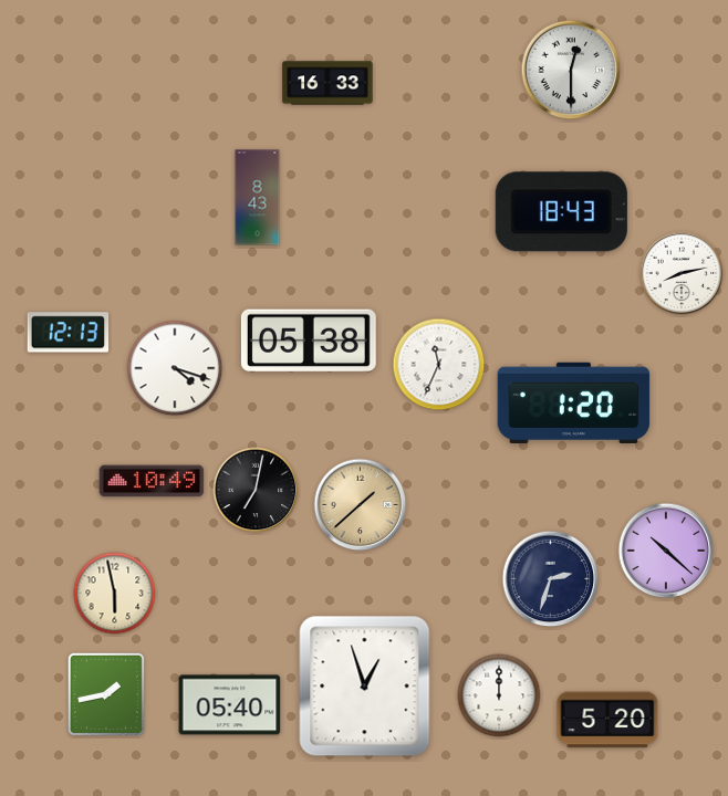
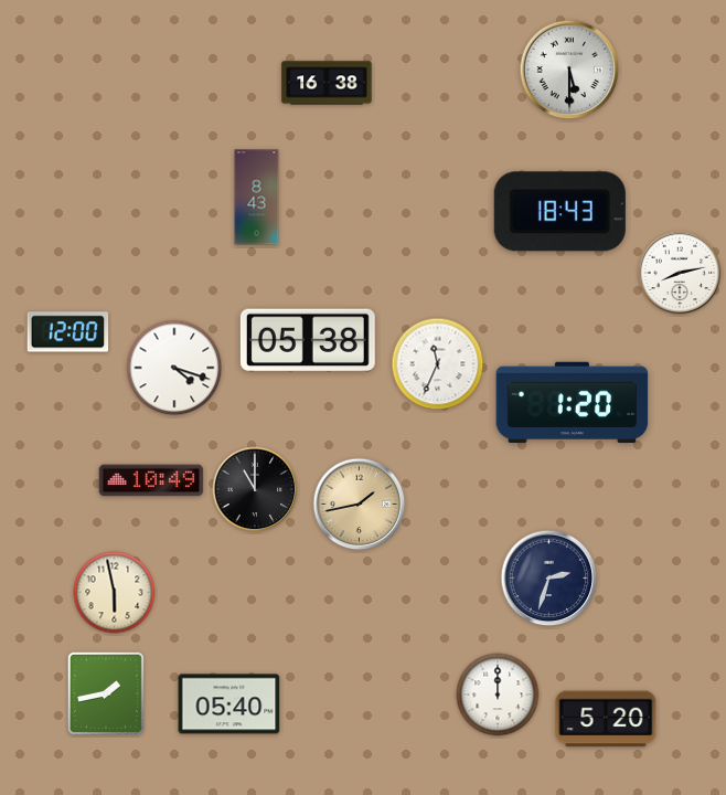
clock at (571, 70): 12:30 -> 5:30
clock at (327, 83): 16:33 -> 16:38
clock at (69, 333): 12:13 -> 12:00
clock at (256, 490): 7:02 -> 11:00
clock at (361, 505): 1:38 -> 1:43
clock at (666, 551): 10:22 -> none
clock at (365, 687): 12:57 -> none
